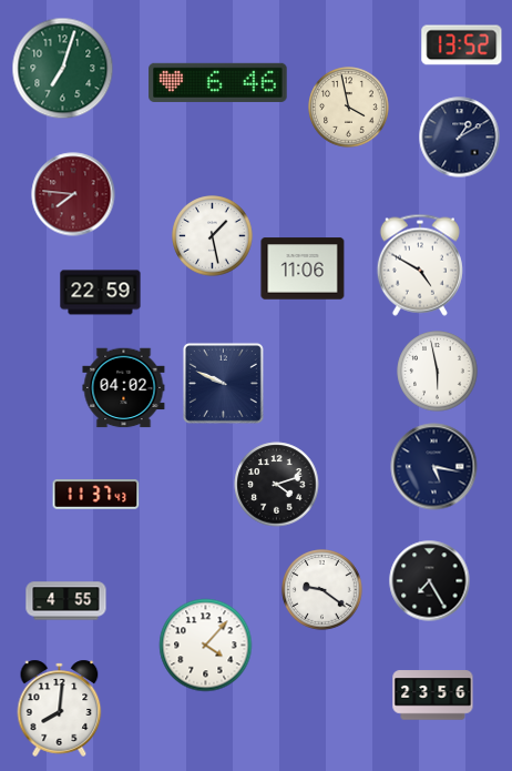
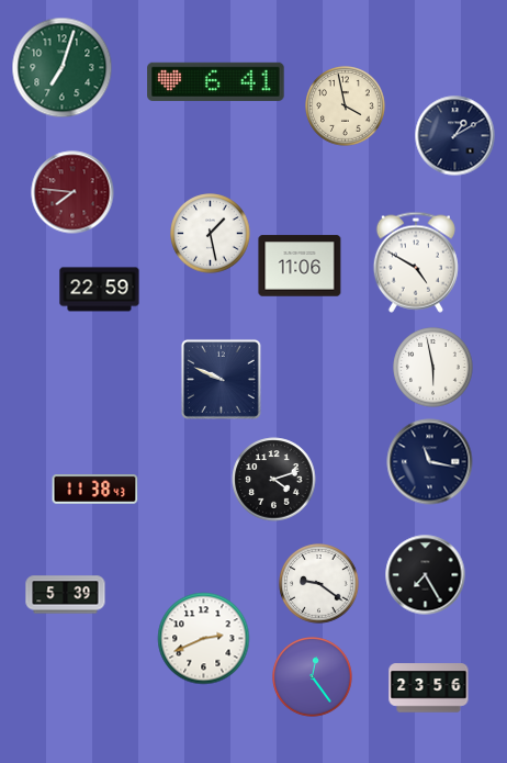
clock at (462, 45): 13:52 -> none
clock at (218, 82): 6:46 -> 6:41
clock at (124, 388): 04:02 -> none
clock at (434, 467): 5:17 -> 11:17
clock at (96, 495): 11:37 -> 11:38
clock at (66, 601): 4:55 -> 5:39
clock at (206, 646): 4:07 -> 2:41
clock at (313, 677): none -> 12:24
clock at (60, 708): 8:01 -> none
